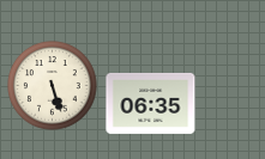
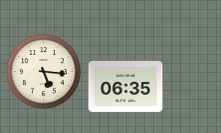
clock at (53, 86): 5:27 -> 5:16
